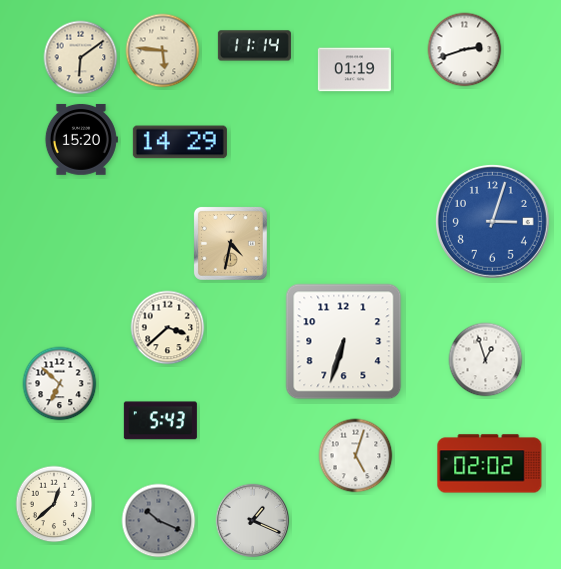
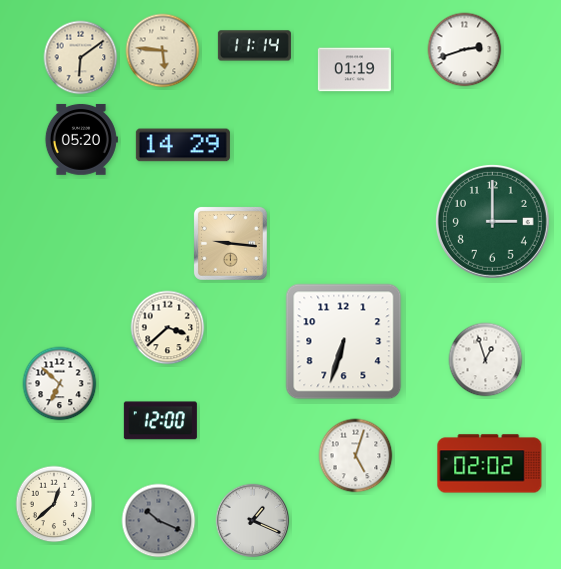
clock at (81, 139): 15:20 -> 05:20
clock at (180, 142) position: (180, 142) -> (183, 145)
clock at (492, 221): 3:03 -> 3:00
clock at (492, 221) dial: blue -> green
clock at (230, 243): 4:32 -> 9:16
clock at (160, 421): 5:43 -> 12:00
